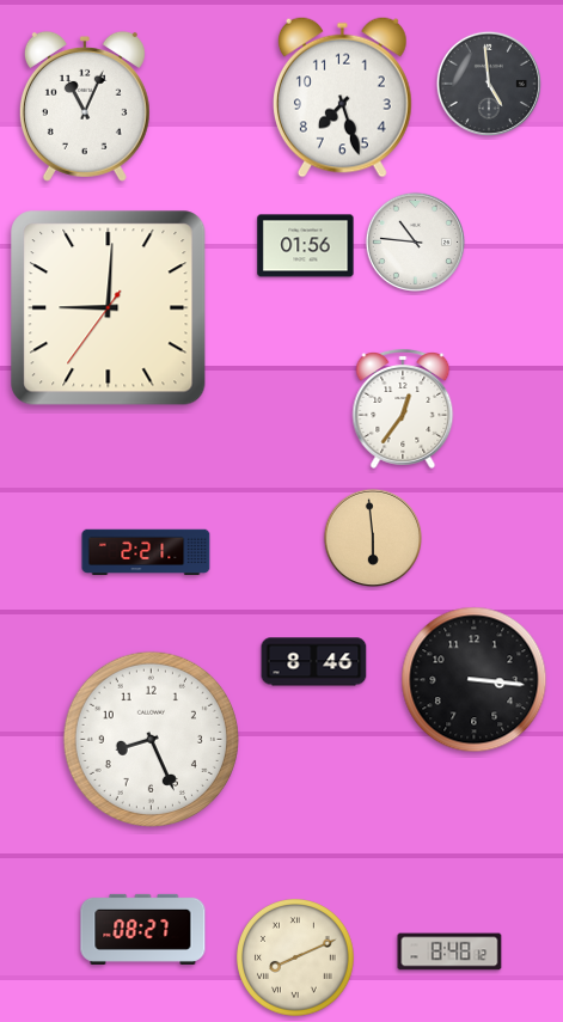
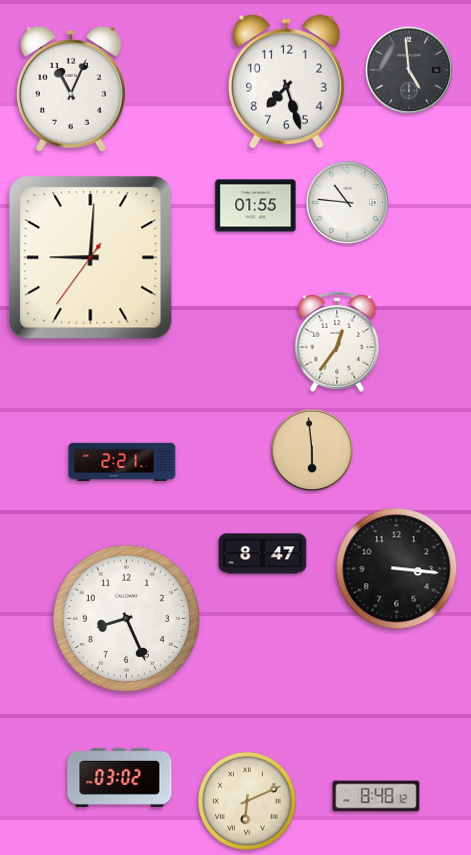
clock at (306, 246): 01:56 -> 01:55
clock at (314, 662): 8:46 -> 8:47
clock at (143, 929): 08:27 -> 03:02
clock at (296, 959): 8:11 -> 6:11
